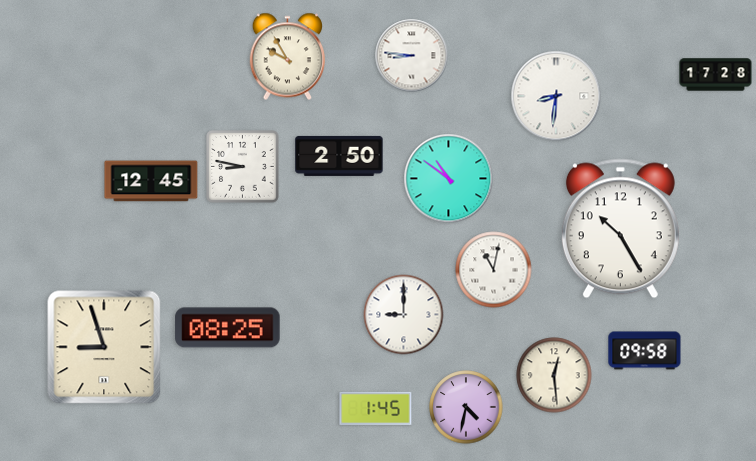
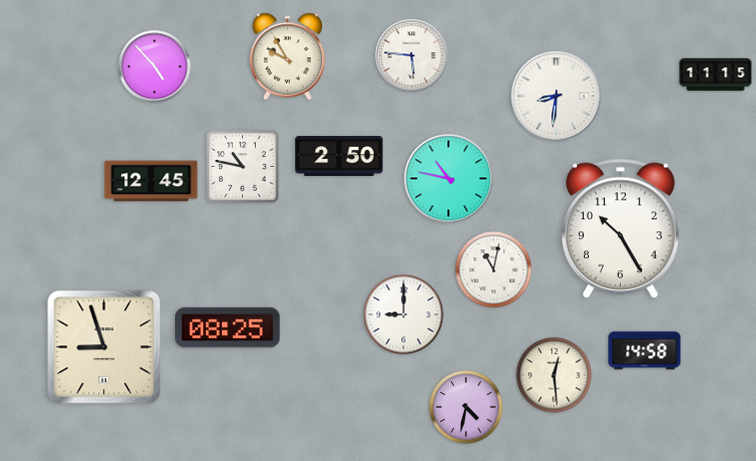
clock at (412, 56): 8:46 -> 5:46
clock at (155, 67): none -> 4:53
clock at (716, 75): 17:28 -> 11:15
clock at (243, 167): 8:47 -> 10:47
clock at (449, 179): 10:51 -> 10:47
clock at (645, 351): 09:58 -> 14:58
clock at (376, 408): 1:45 -> none
